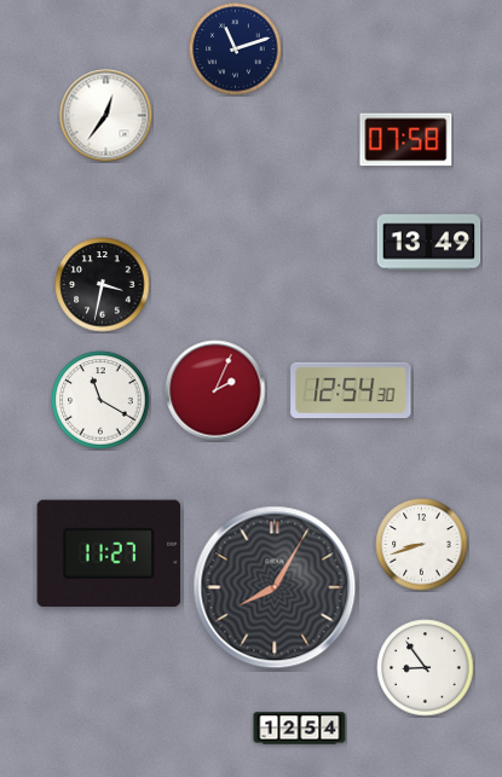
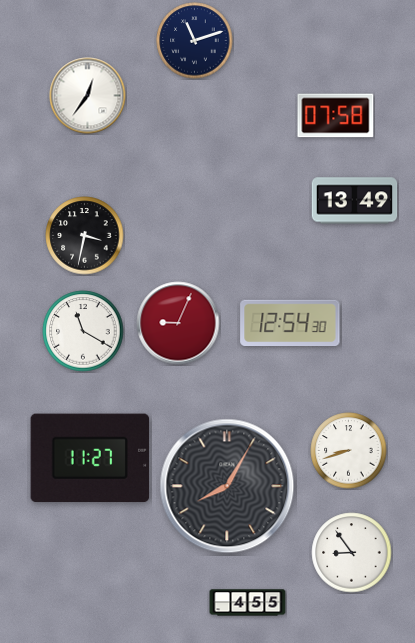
clock at (215, 390): 2:04 -> 9:04
clock at (300, 729): 12:54 -> 4:55
